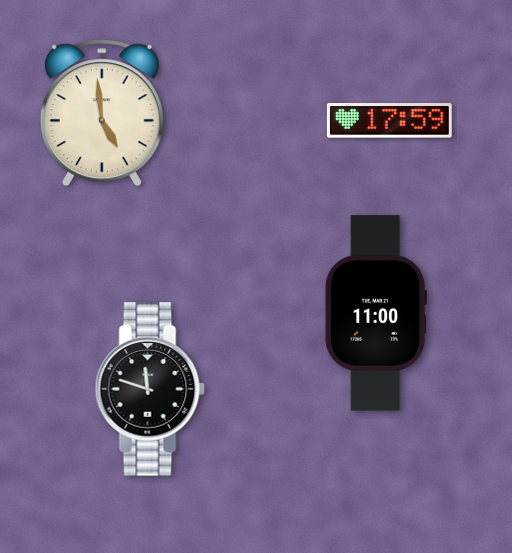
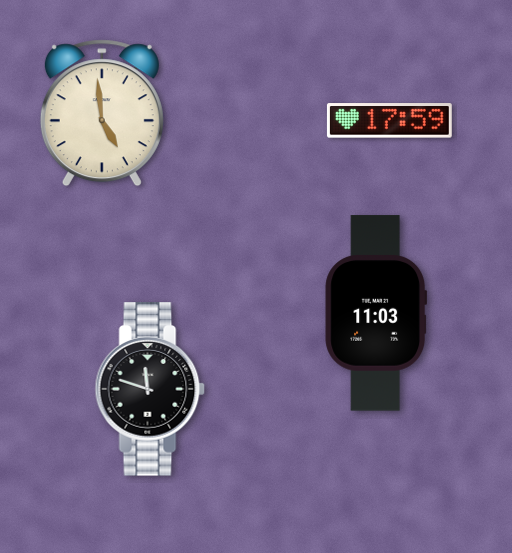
clock at (376, 313): 11:00 -> 11:03
